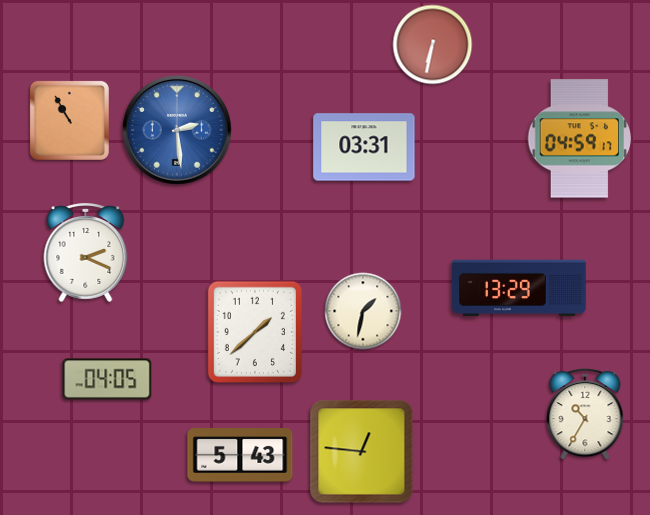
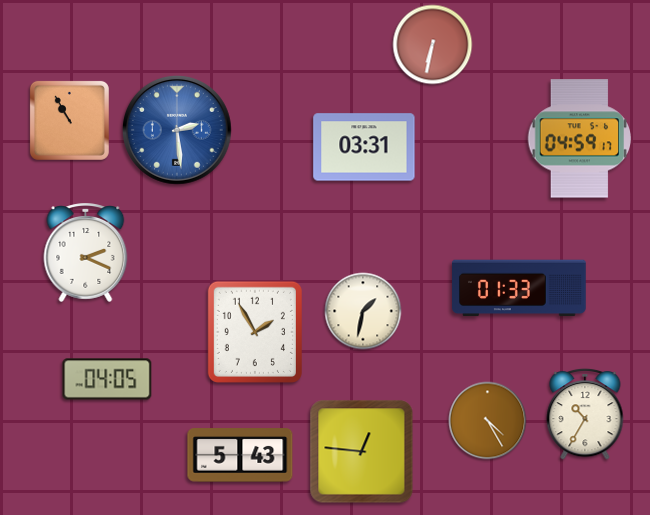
clock at (519, 288): 13:29 -> 01:33
clock at (255, 332): 1:38 -> 1:55
clock at (488, 421): none -> 4:25
